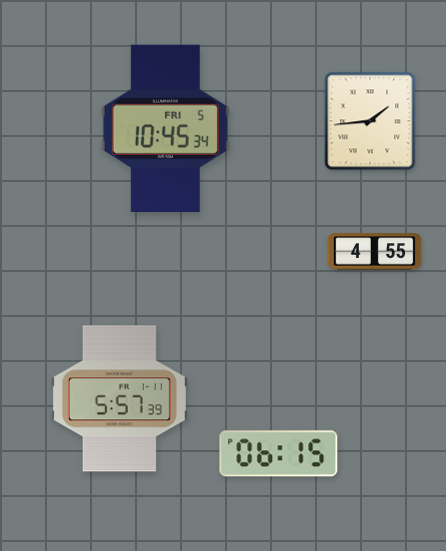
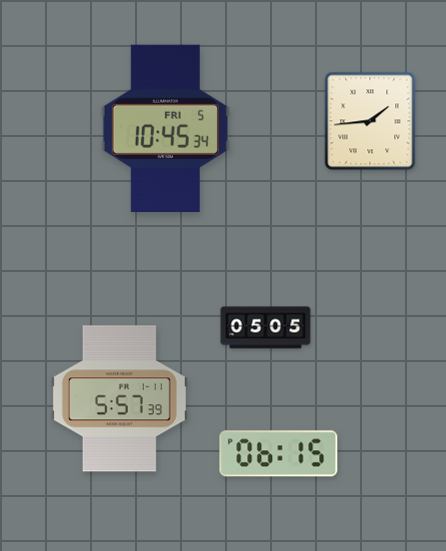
clock at (375, 252): 4:55 -> none
clock at (266, 328): none -> 05:05
